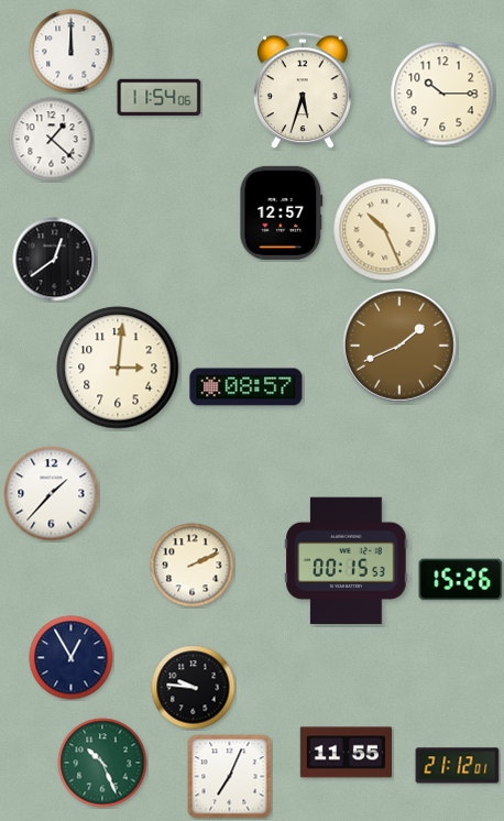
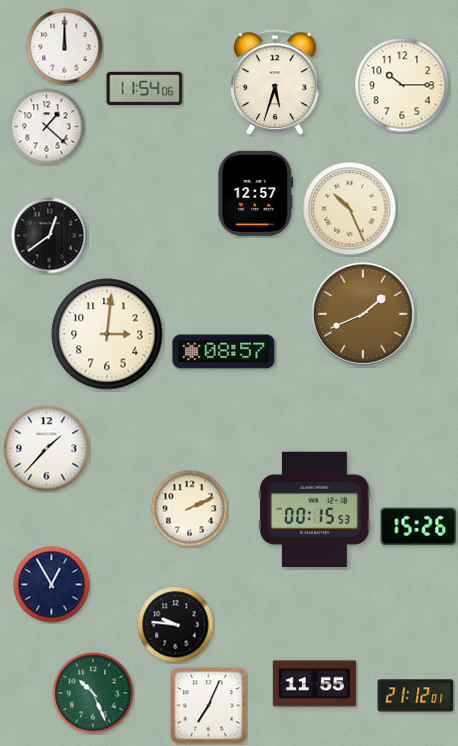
clock at (193, 566) position: (193, 566) -> (190, 509)
clock at (72, 658) position: (72, 658) -> (52, 585)
